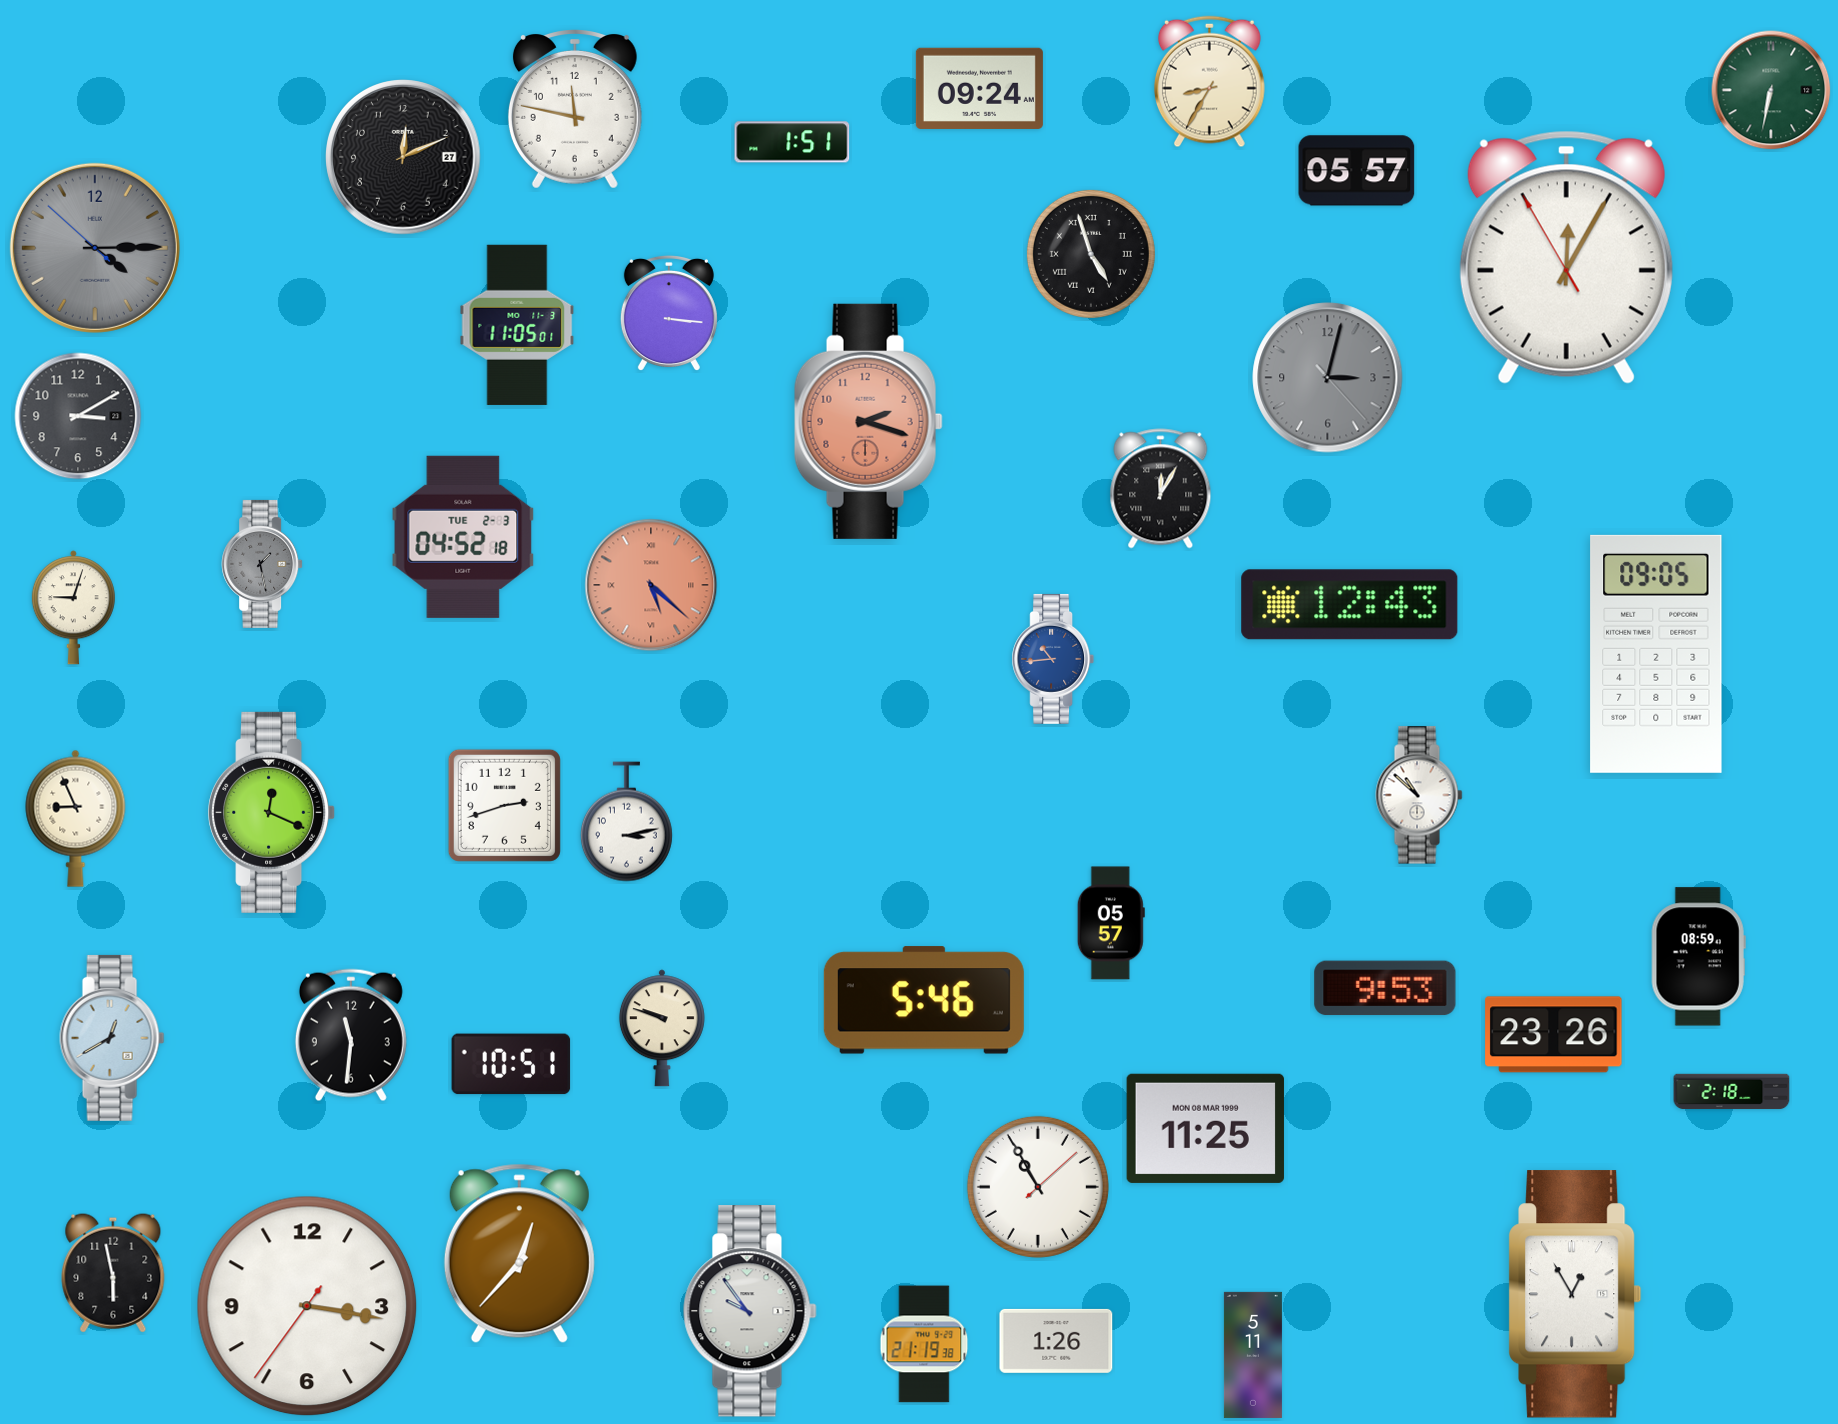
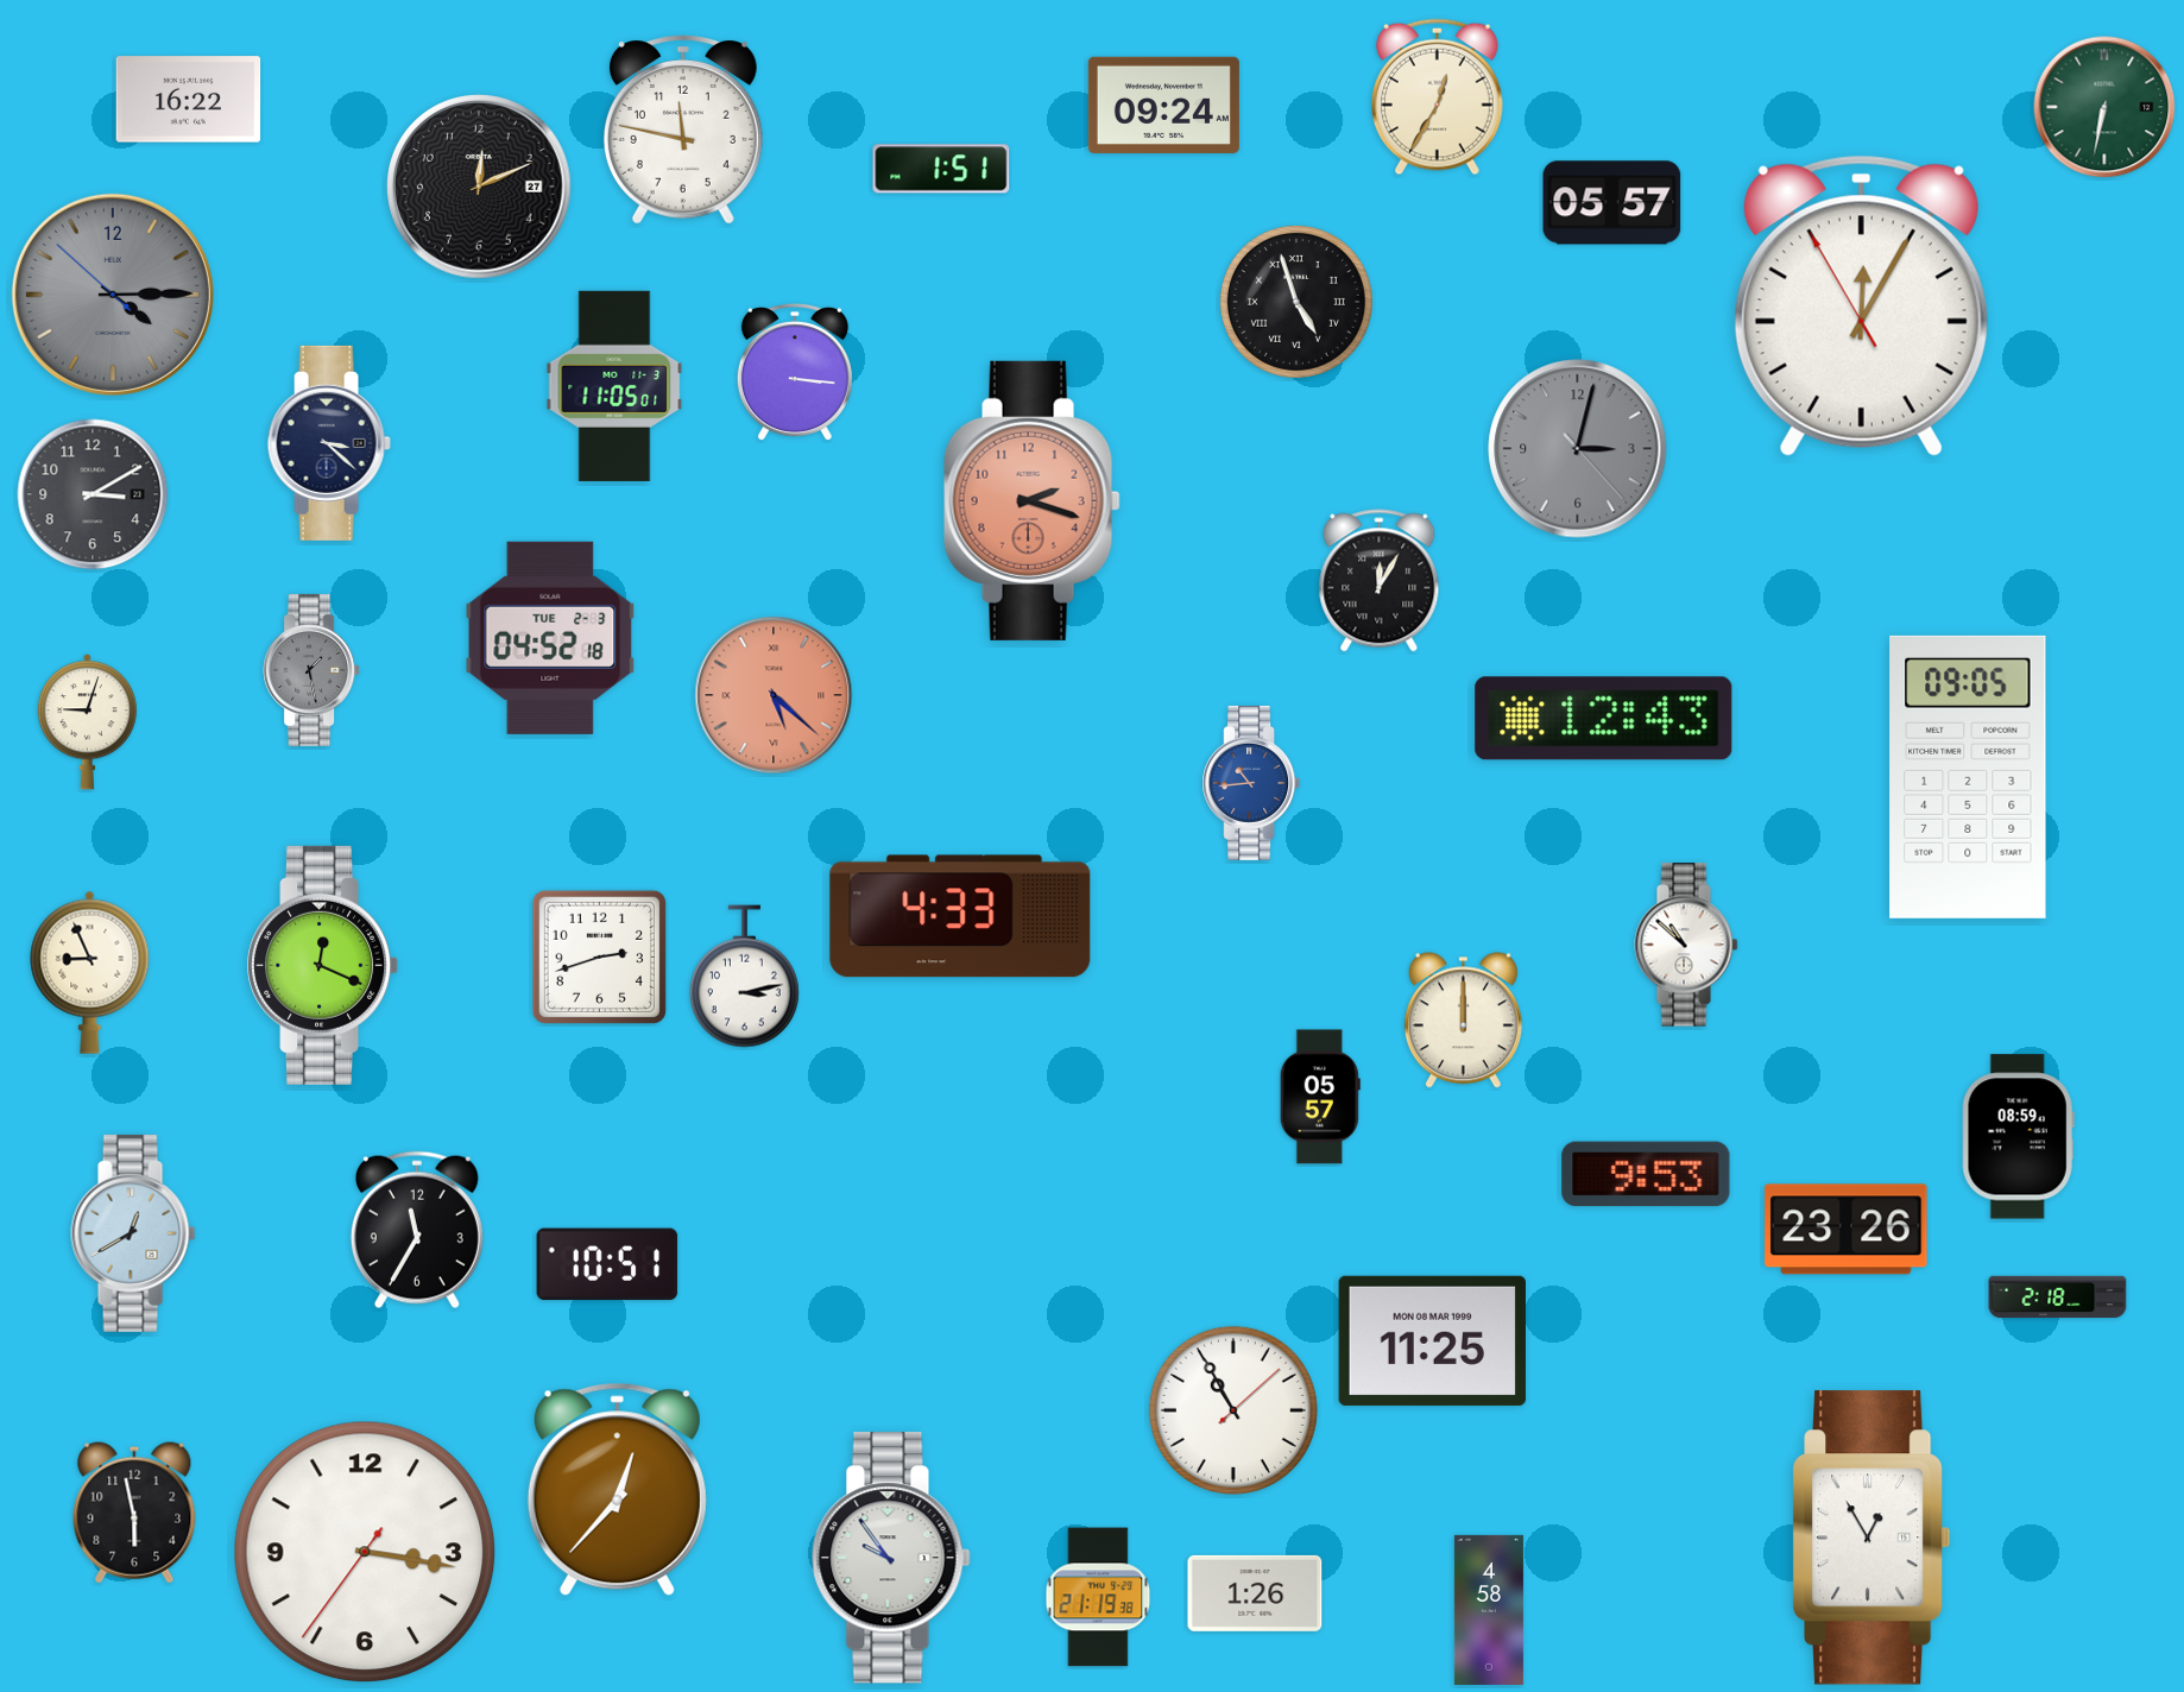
clock at (1209, 82): 8:35 -> 12:35
clock at (189, 100): none -> 16:22
clock at (329, 443): none -> 3:22
clock at (960, 916): none -> 4:33
clock at (1463, 1021): none -> 12:00
clock at (924, 1000): 5:46 -> none
clock at (662, 1028): 9:48 -> none
clock at (351, 1035): 11:31 -> 11:35
clock at (1253, 1355): 5:11 -> 4:58
